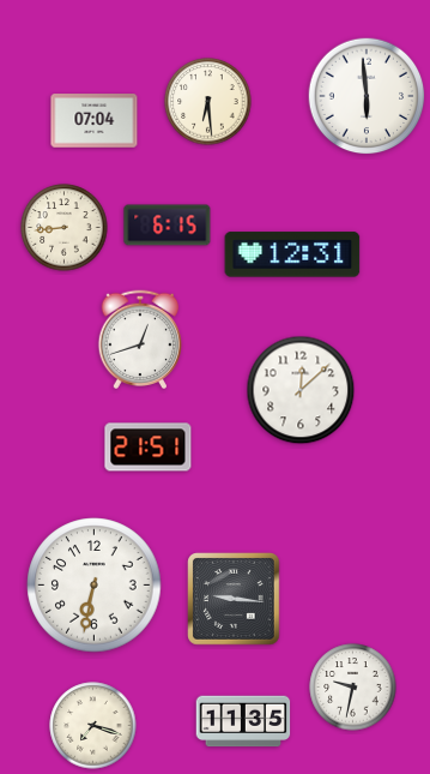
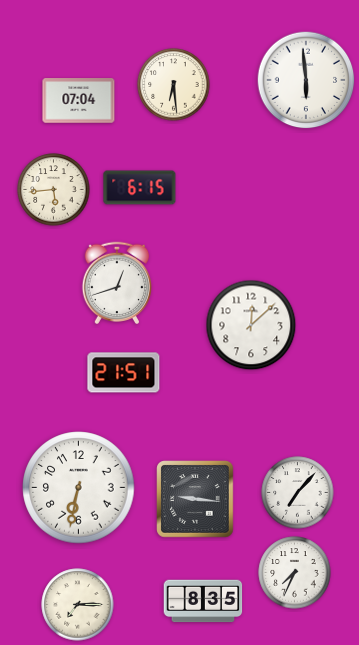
clock at (65, 228): 8:44 -> 5:44
clock at (292, 254): 12:31 -> none
clock at (298, 493): none -> 7:07
clock at (353, 688): 9:32 -> 7:34
clock at (243, 721): 11:35 -> 8:35
clock at (93, 726): 7:18 -> 7:15
